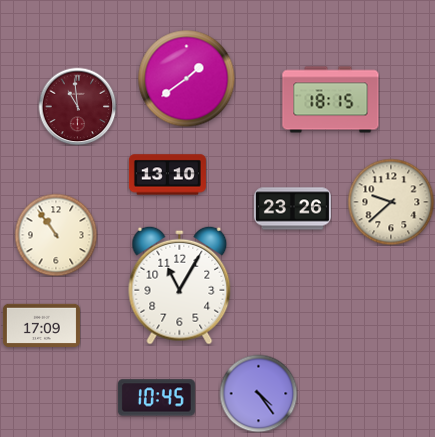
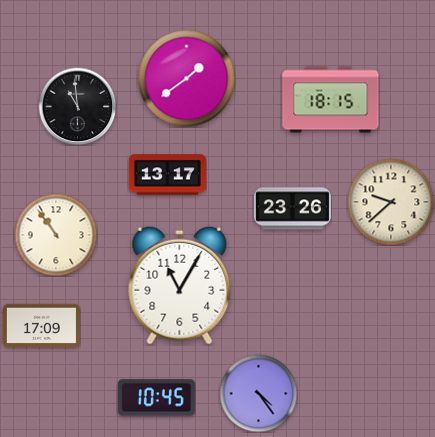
clock at (77, 106) dial: burgundy -> black
clock at (167, 175): 13:10 -> 13:17
